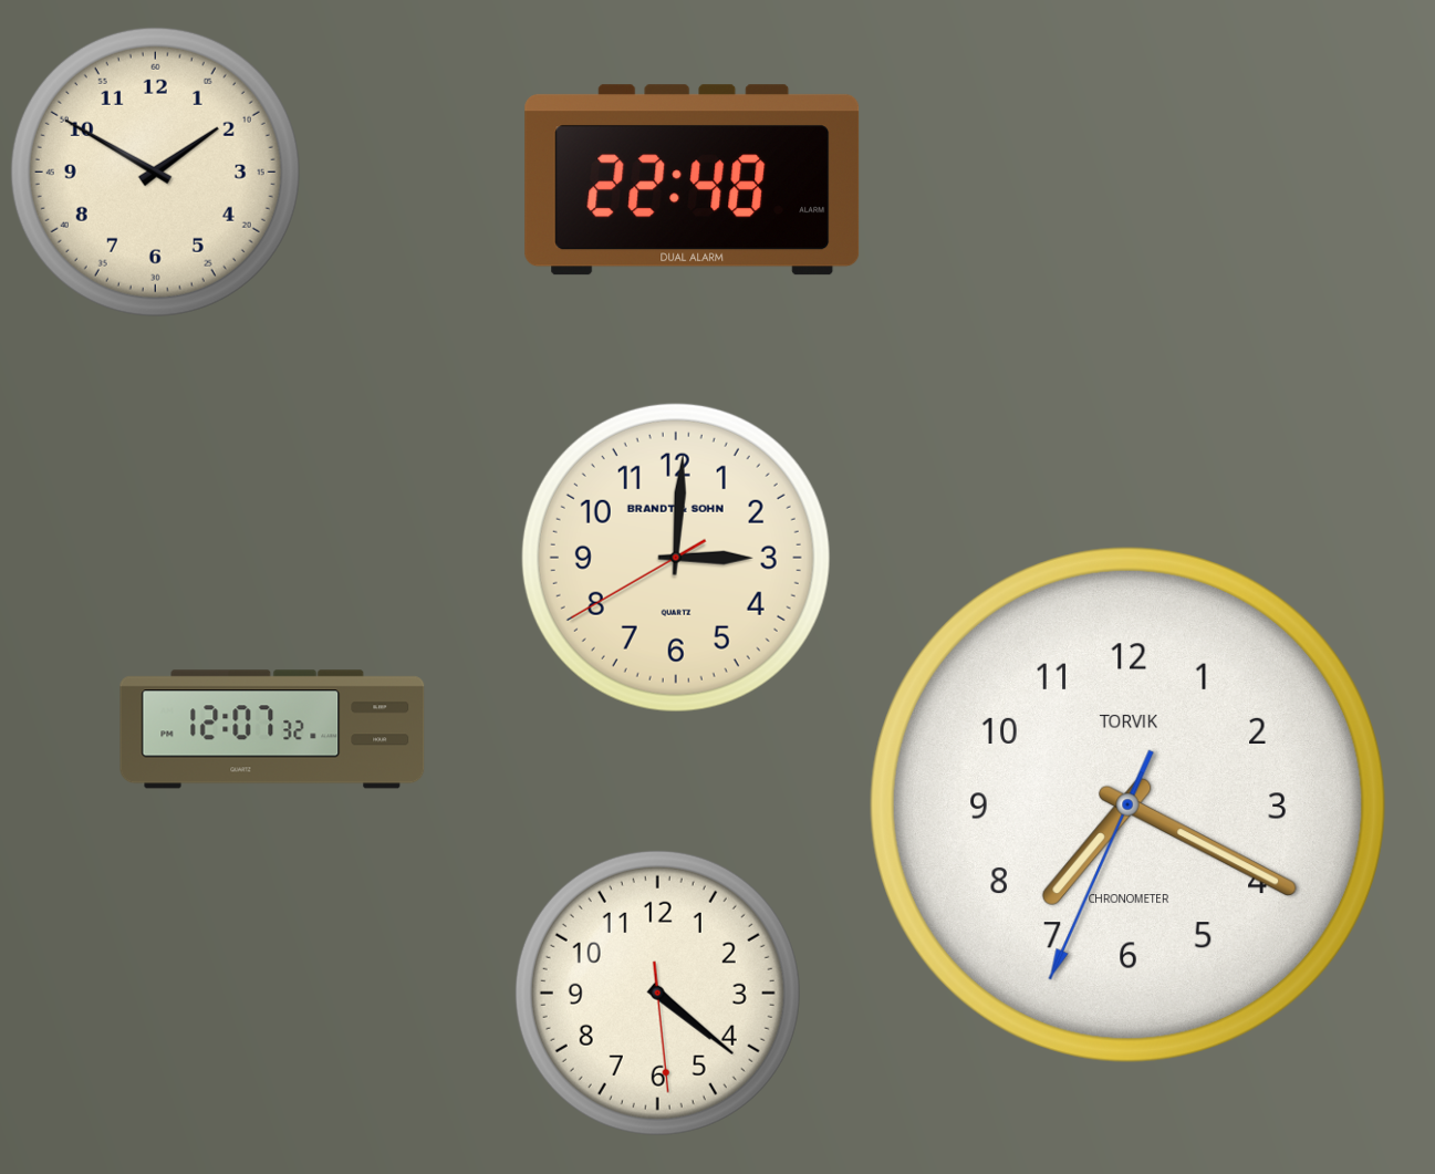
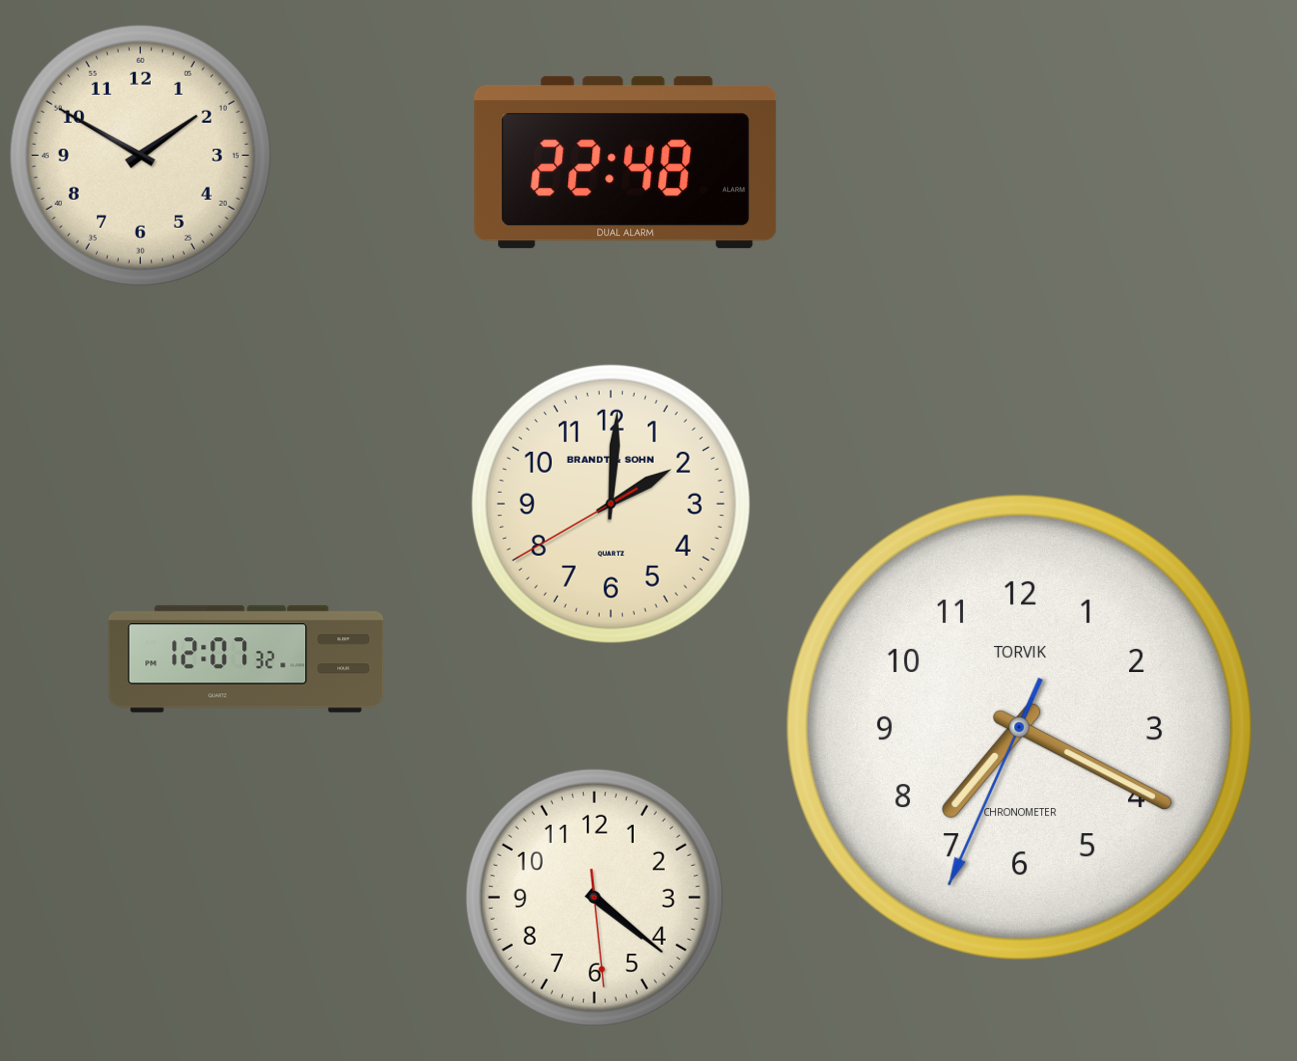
clock at (676, 558): 3:00 -> 2:00
